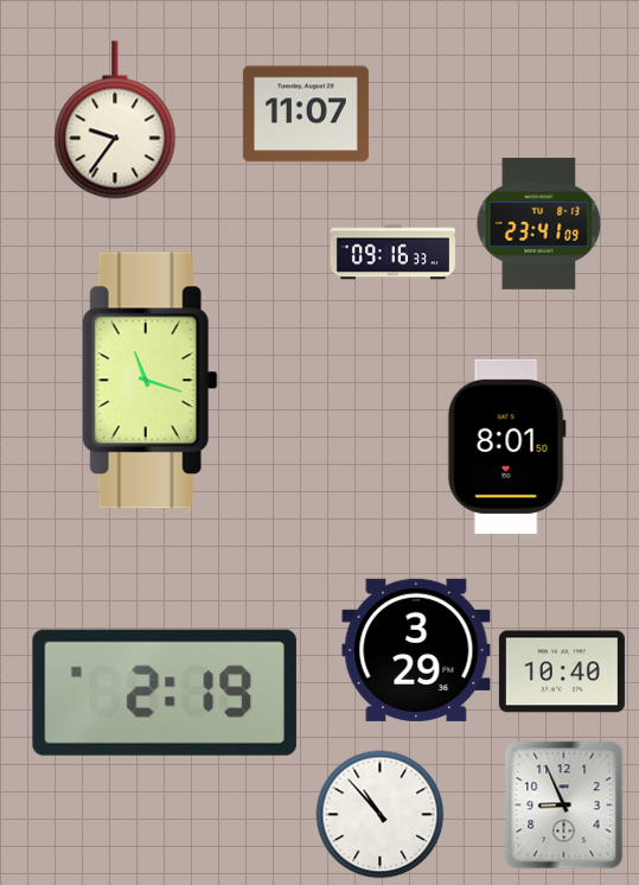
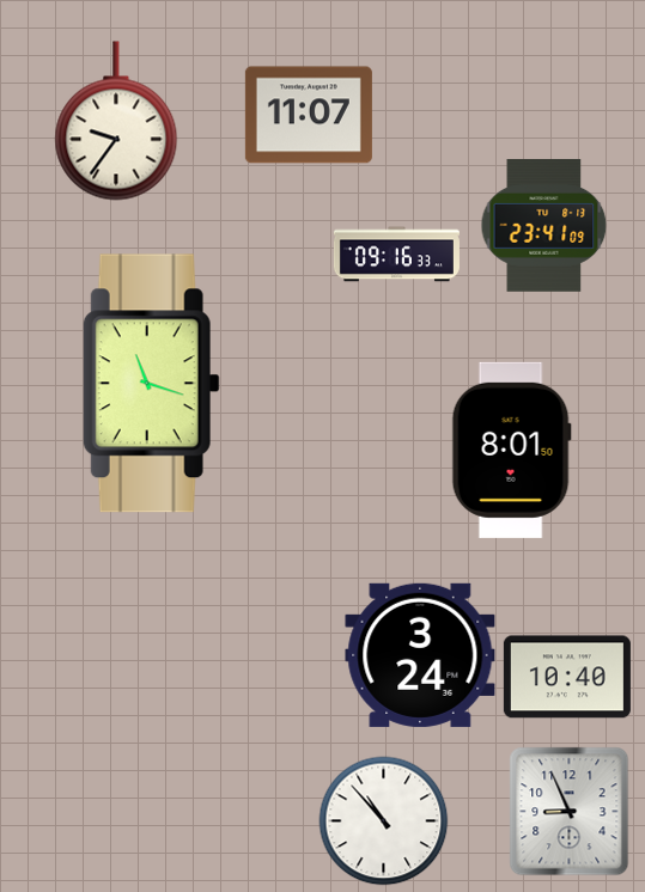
clock at (416, 650): 3:29 -> 3:24
clock at (165, 693): 2:19 -> none
